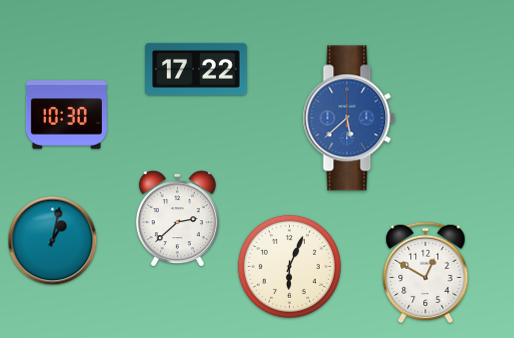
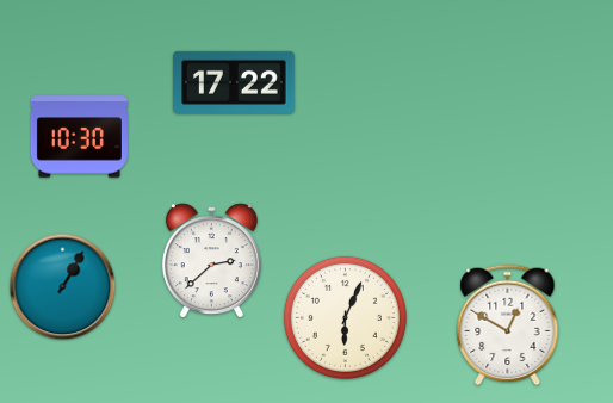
clock at (349, 118): 5:38 -> none
clock at (53, 241): 1:02 -> 1:05
